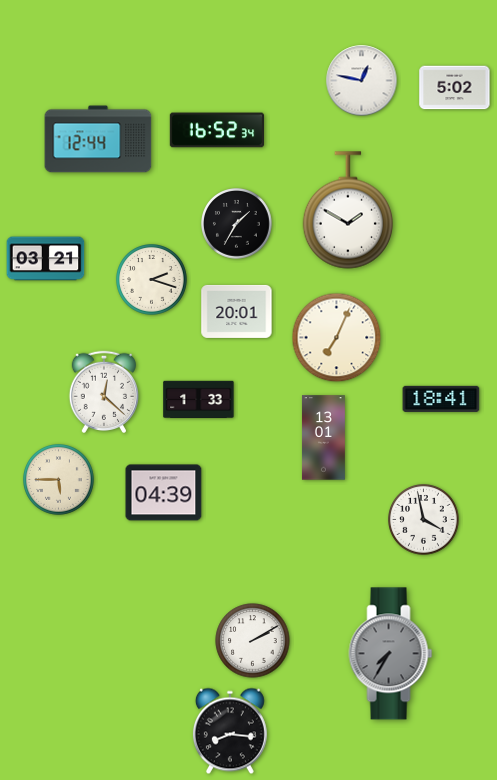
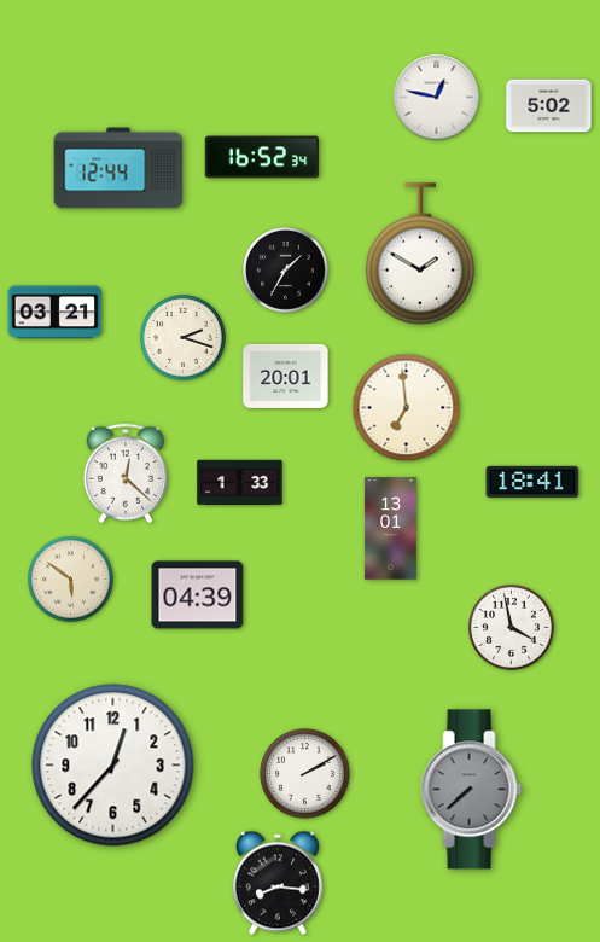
clock at (337, 338): 7:04 -> 6:59
clock at (59, 480): 5:45 -> 5:51
clock at (113, 766): none -> 12:37
clock at (391, 654): 7:35 -> 7:38
